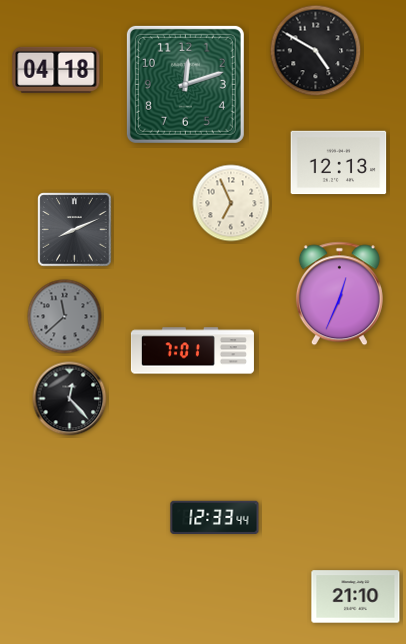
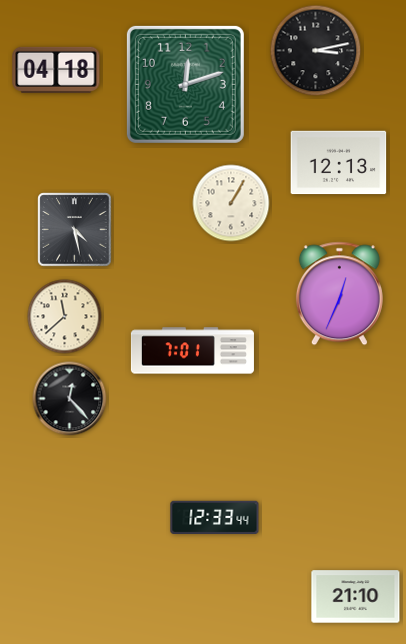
clock at (316, 51): 4:50 -> 3:13
clock at (231, 203): 6:56 -> 1:05
clock at (75, 230): 8:11 -> 4:28
clock at (65, 317) dial: grey -> cream
